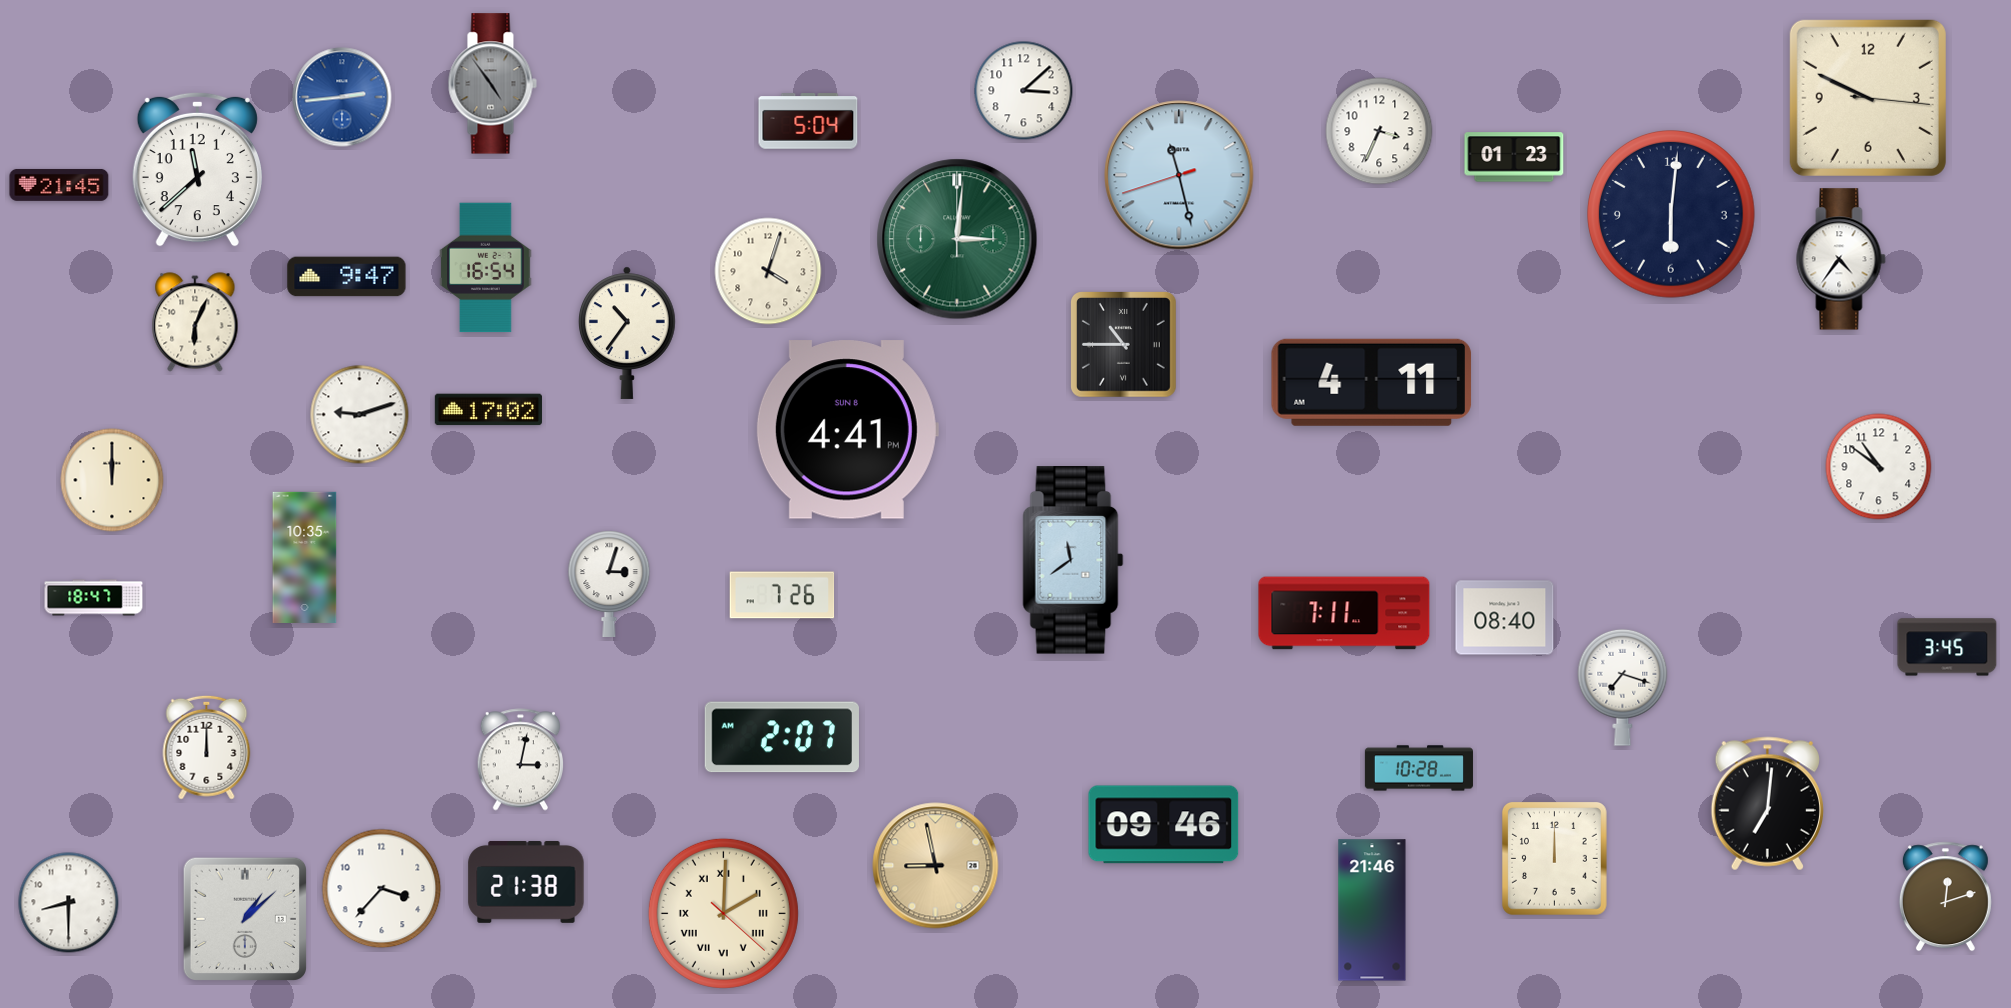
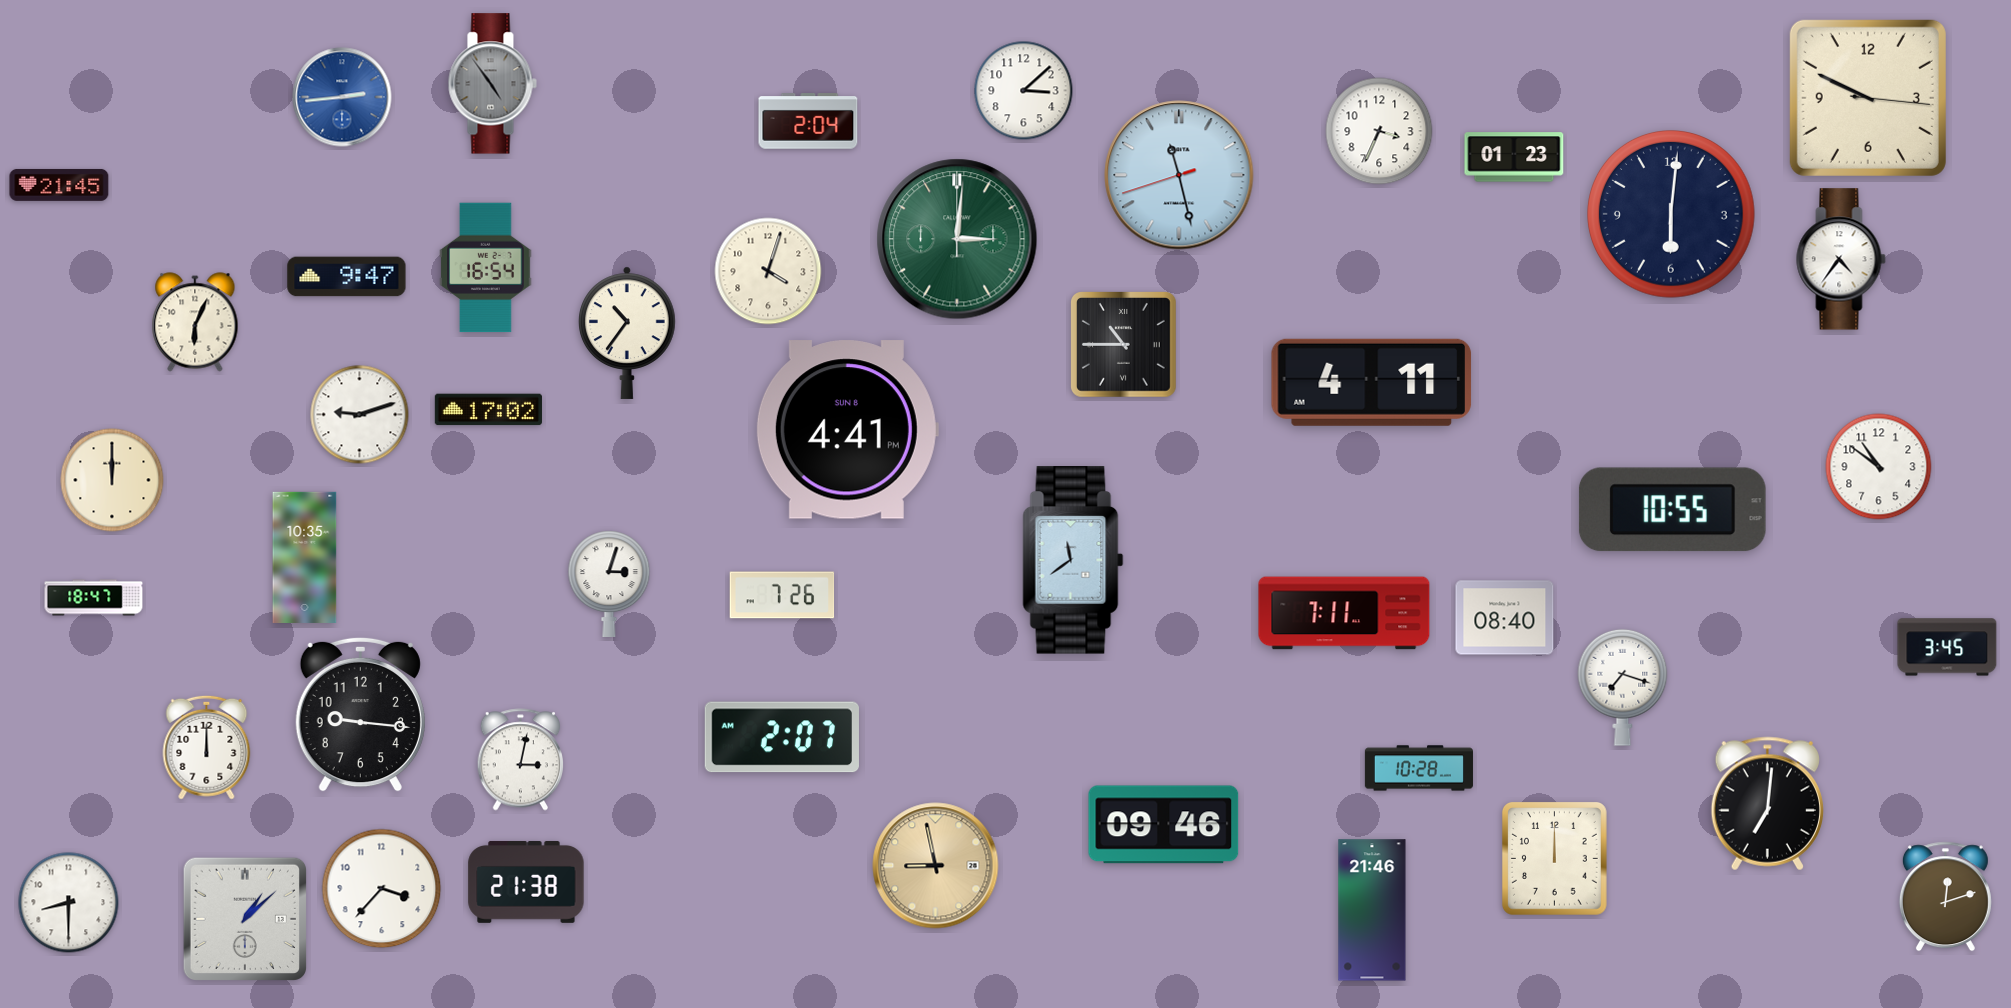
clock at (808, 121): 5:04 -> 2:04
clock at (197, 169): 11:38 -> none
clock at (1672, 510): none -> 10:55
clock at (360, 714): none -> 9:16
clock at (723, 913): 2:00 -> none
